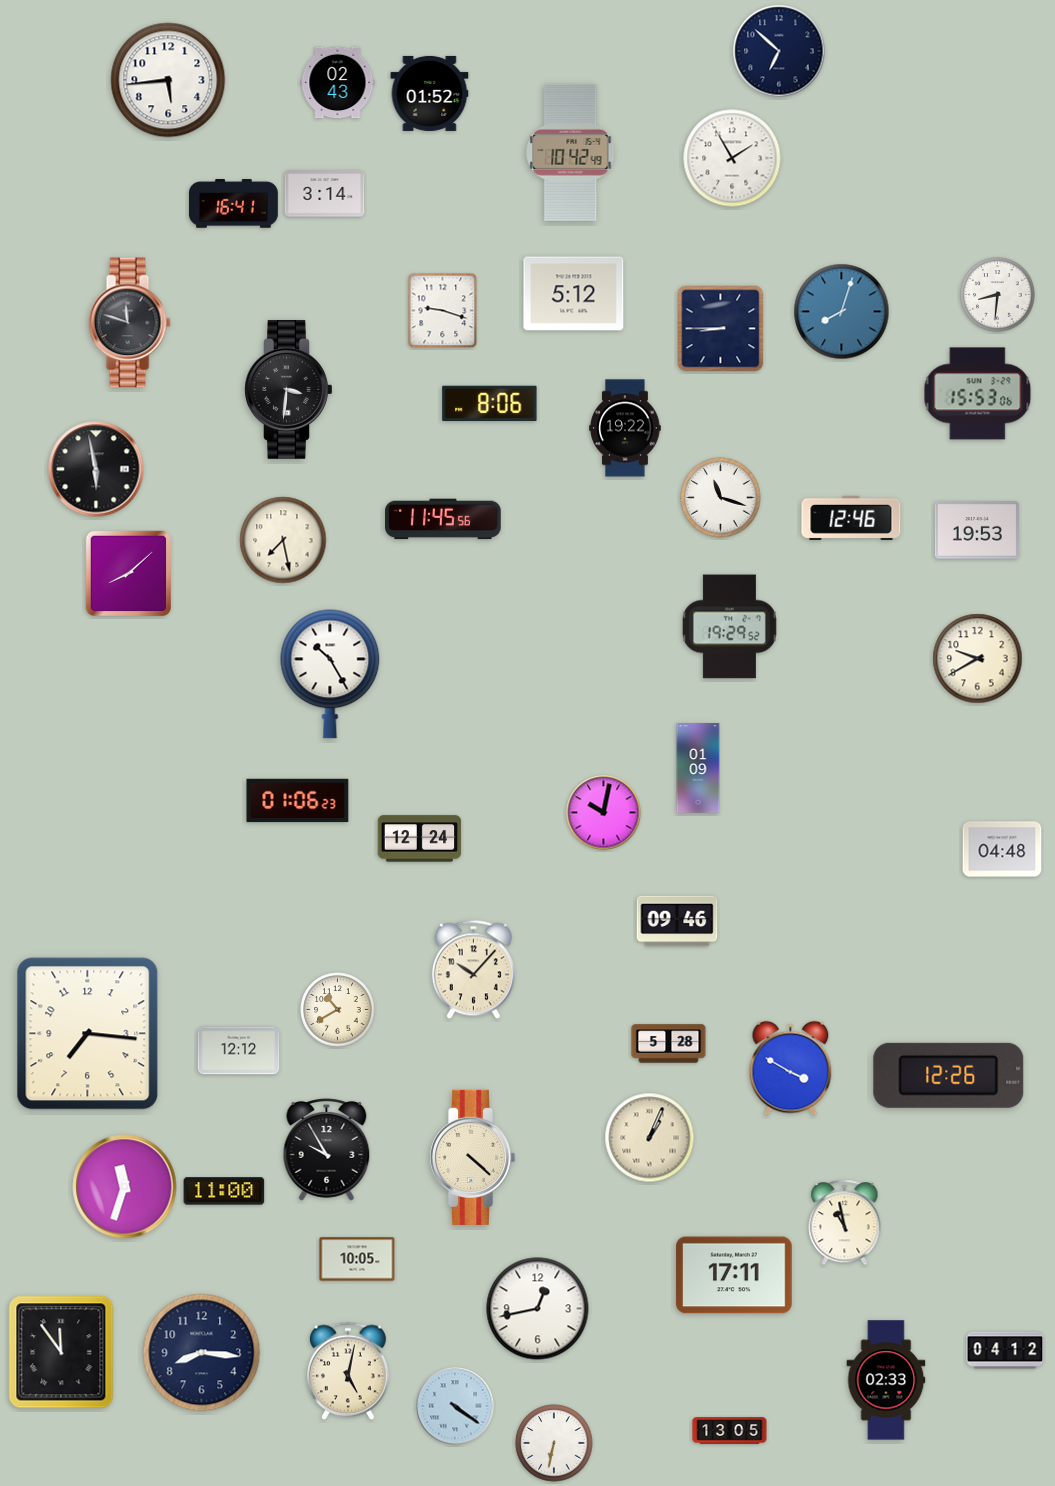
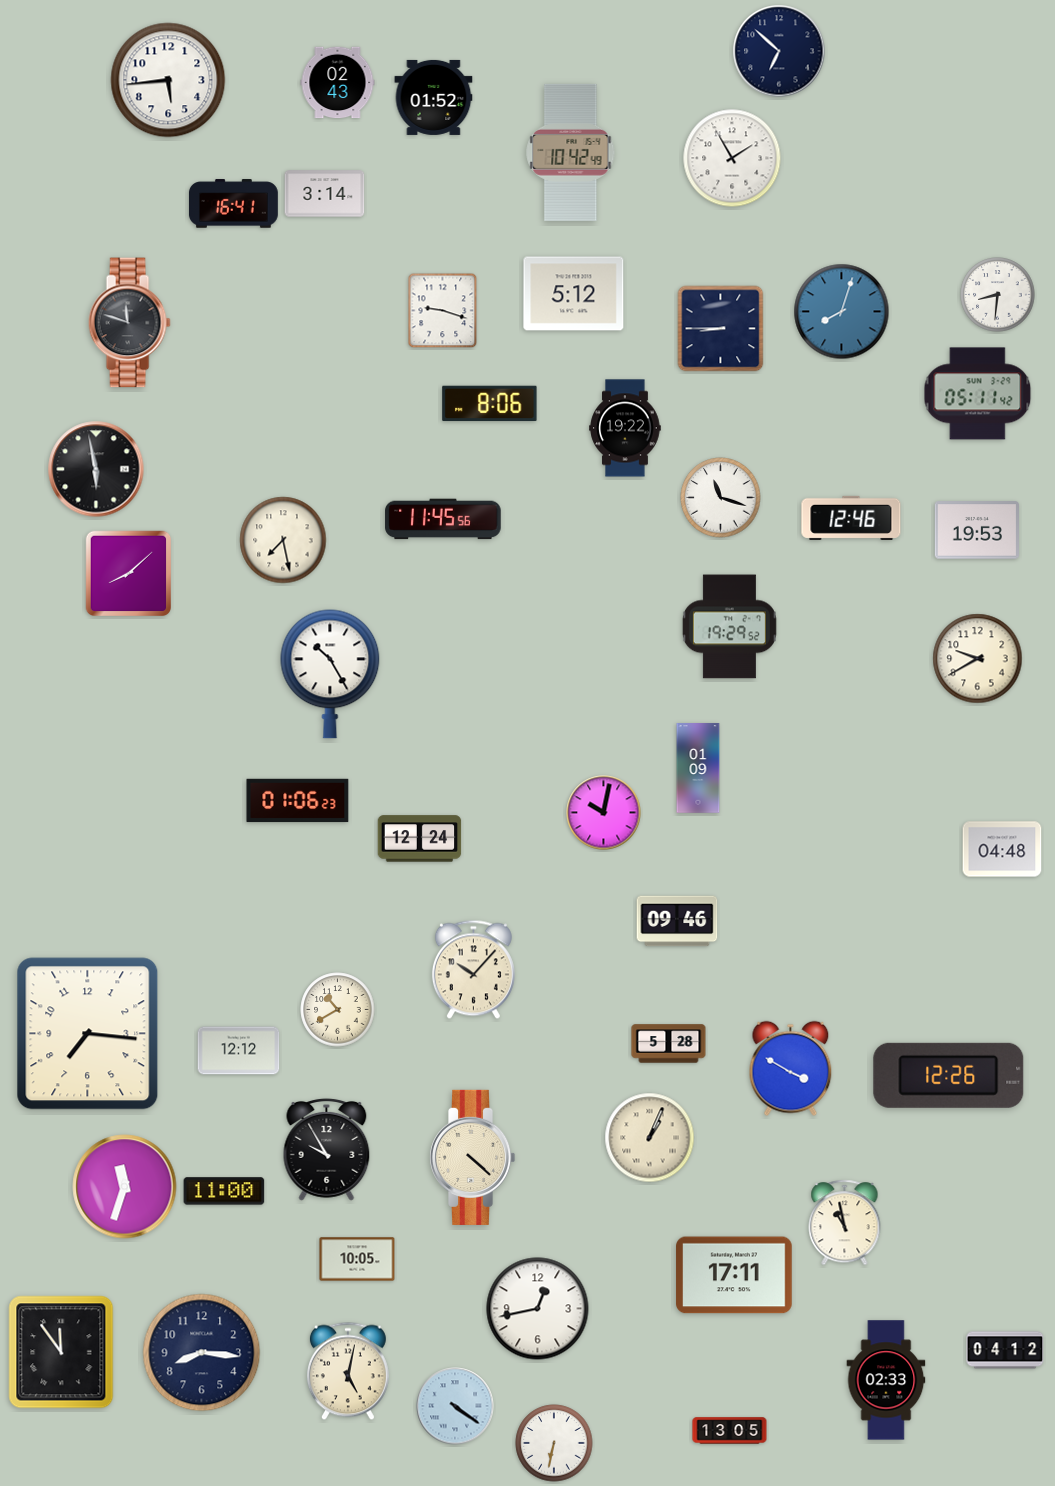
clock at (430, 93) position: (430, 93) -> (434, 97)
clock at (289, 389): 3:31 -> none
clock at (978, 394): 15:53 -> 05:11
